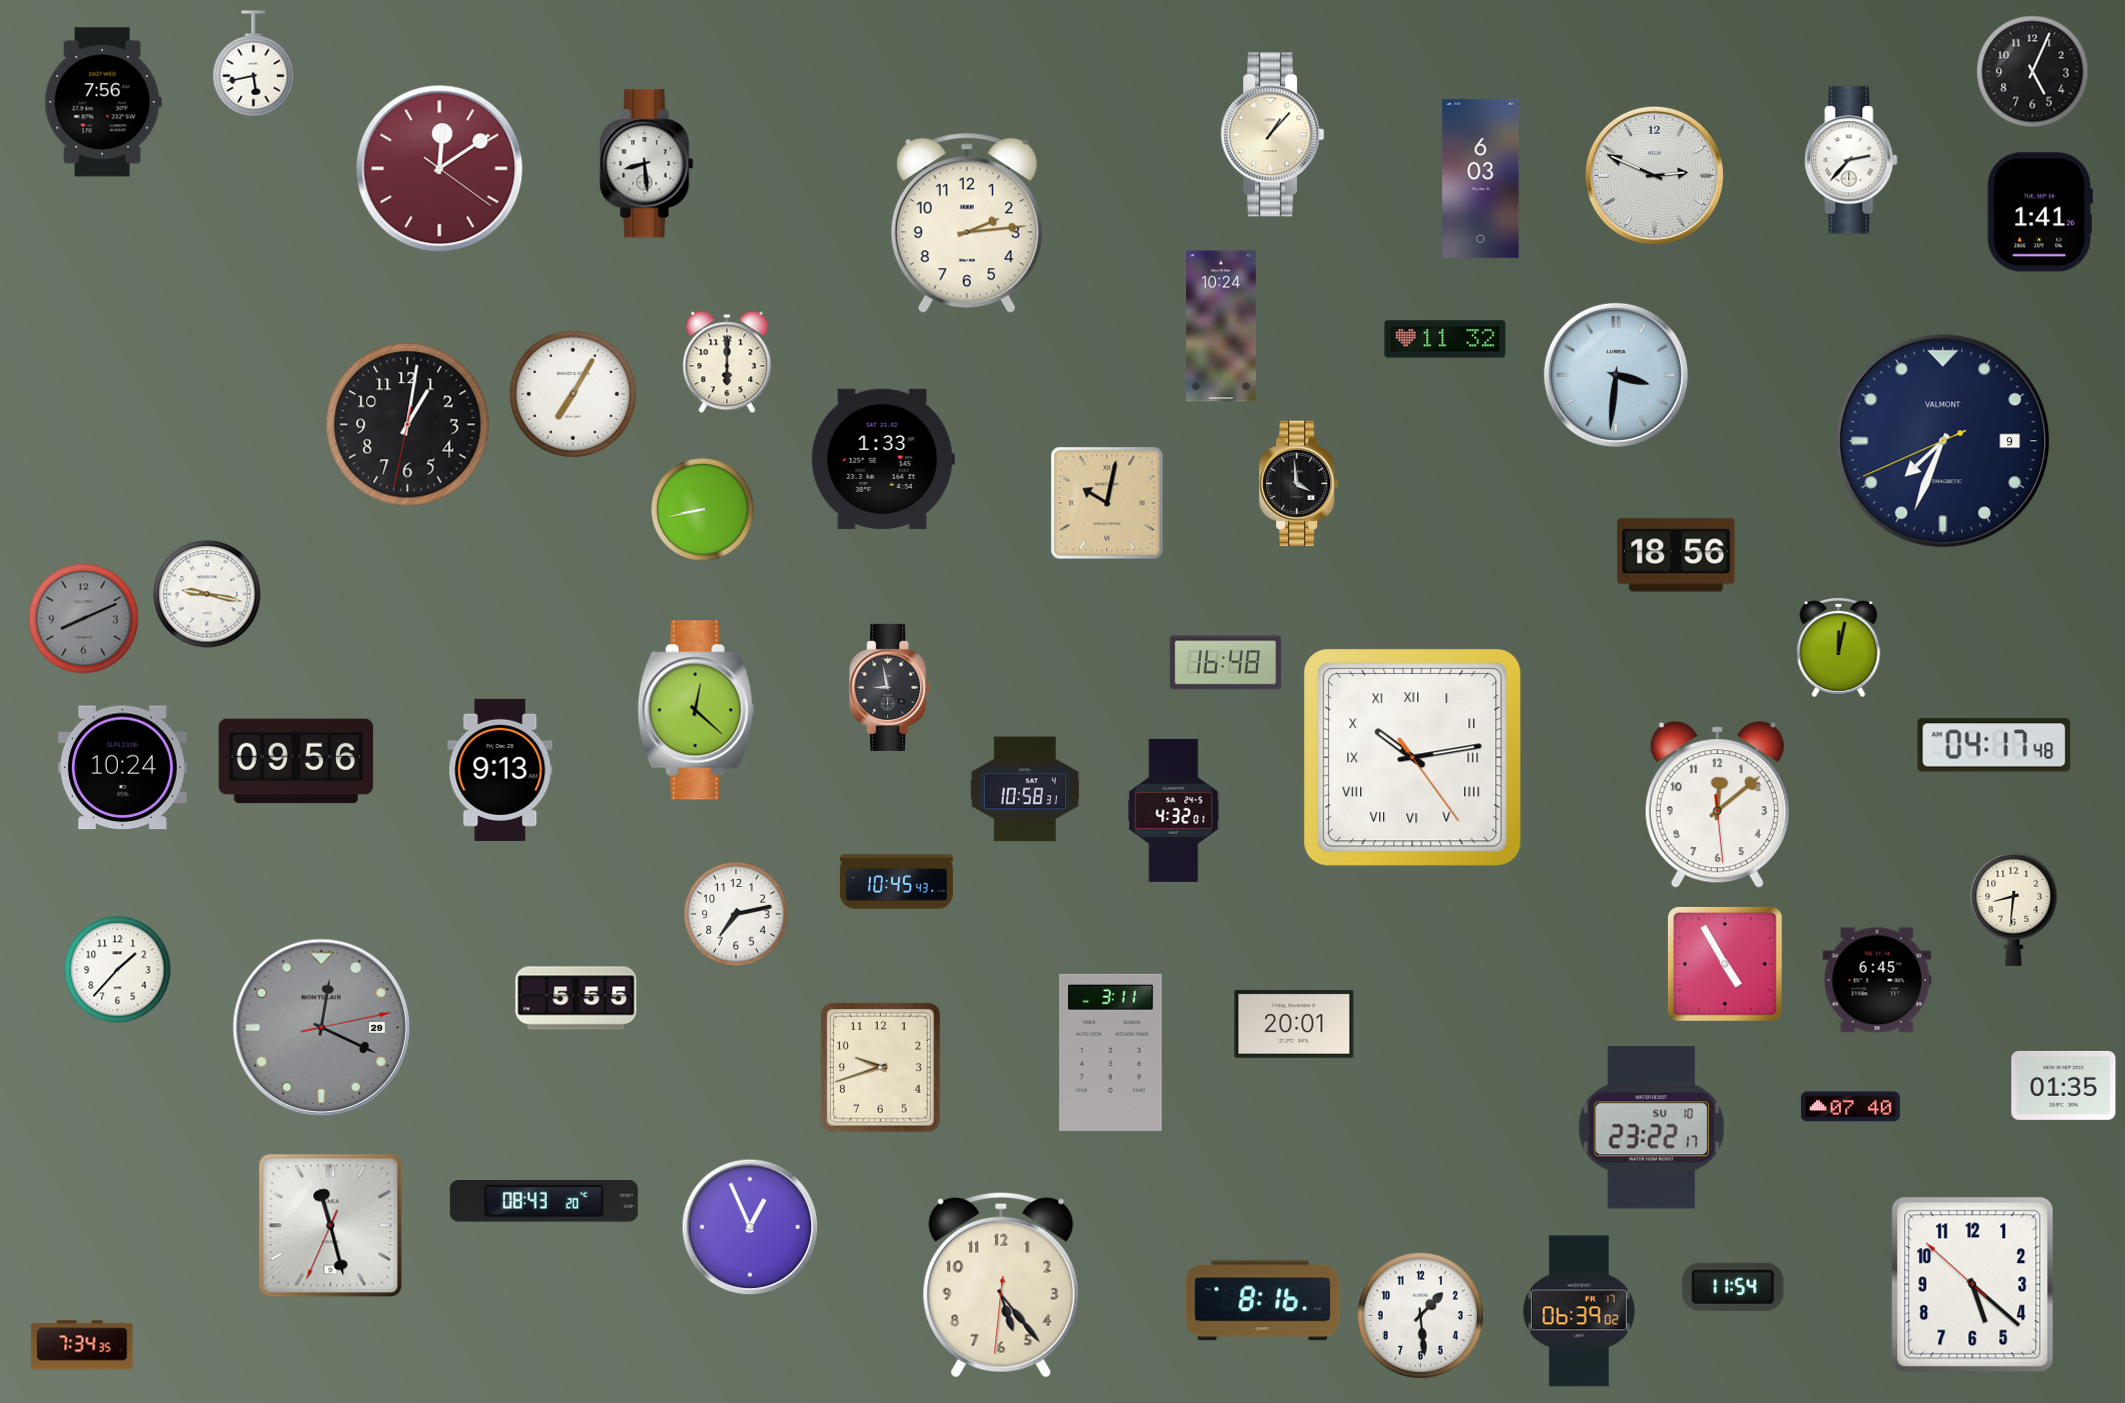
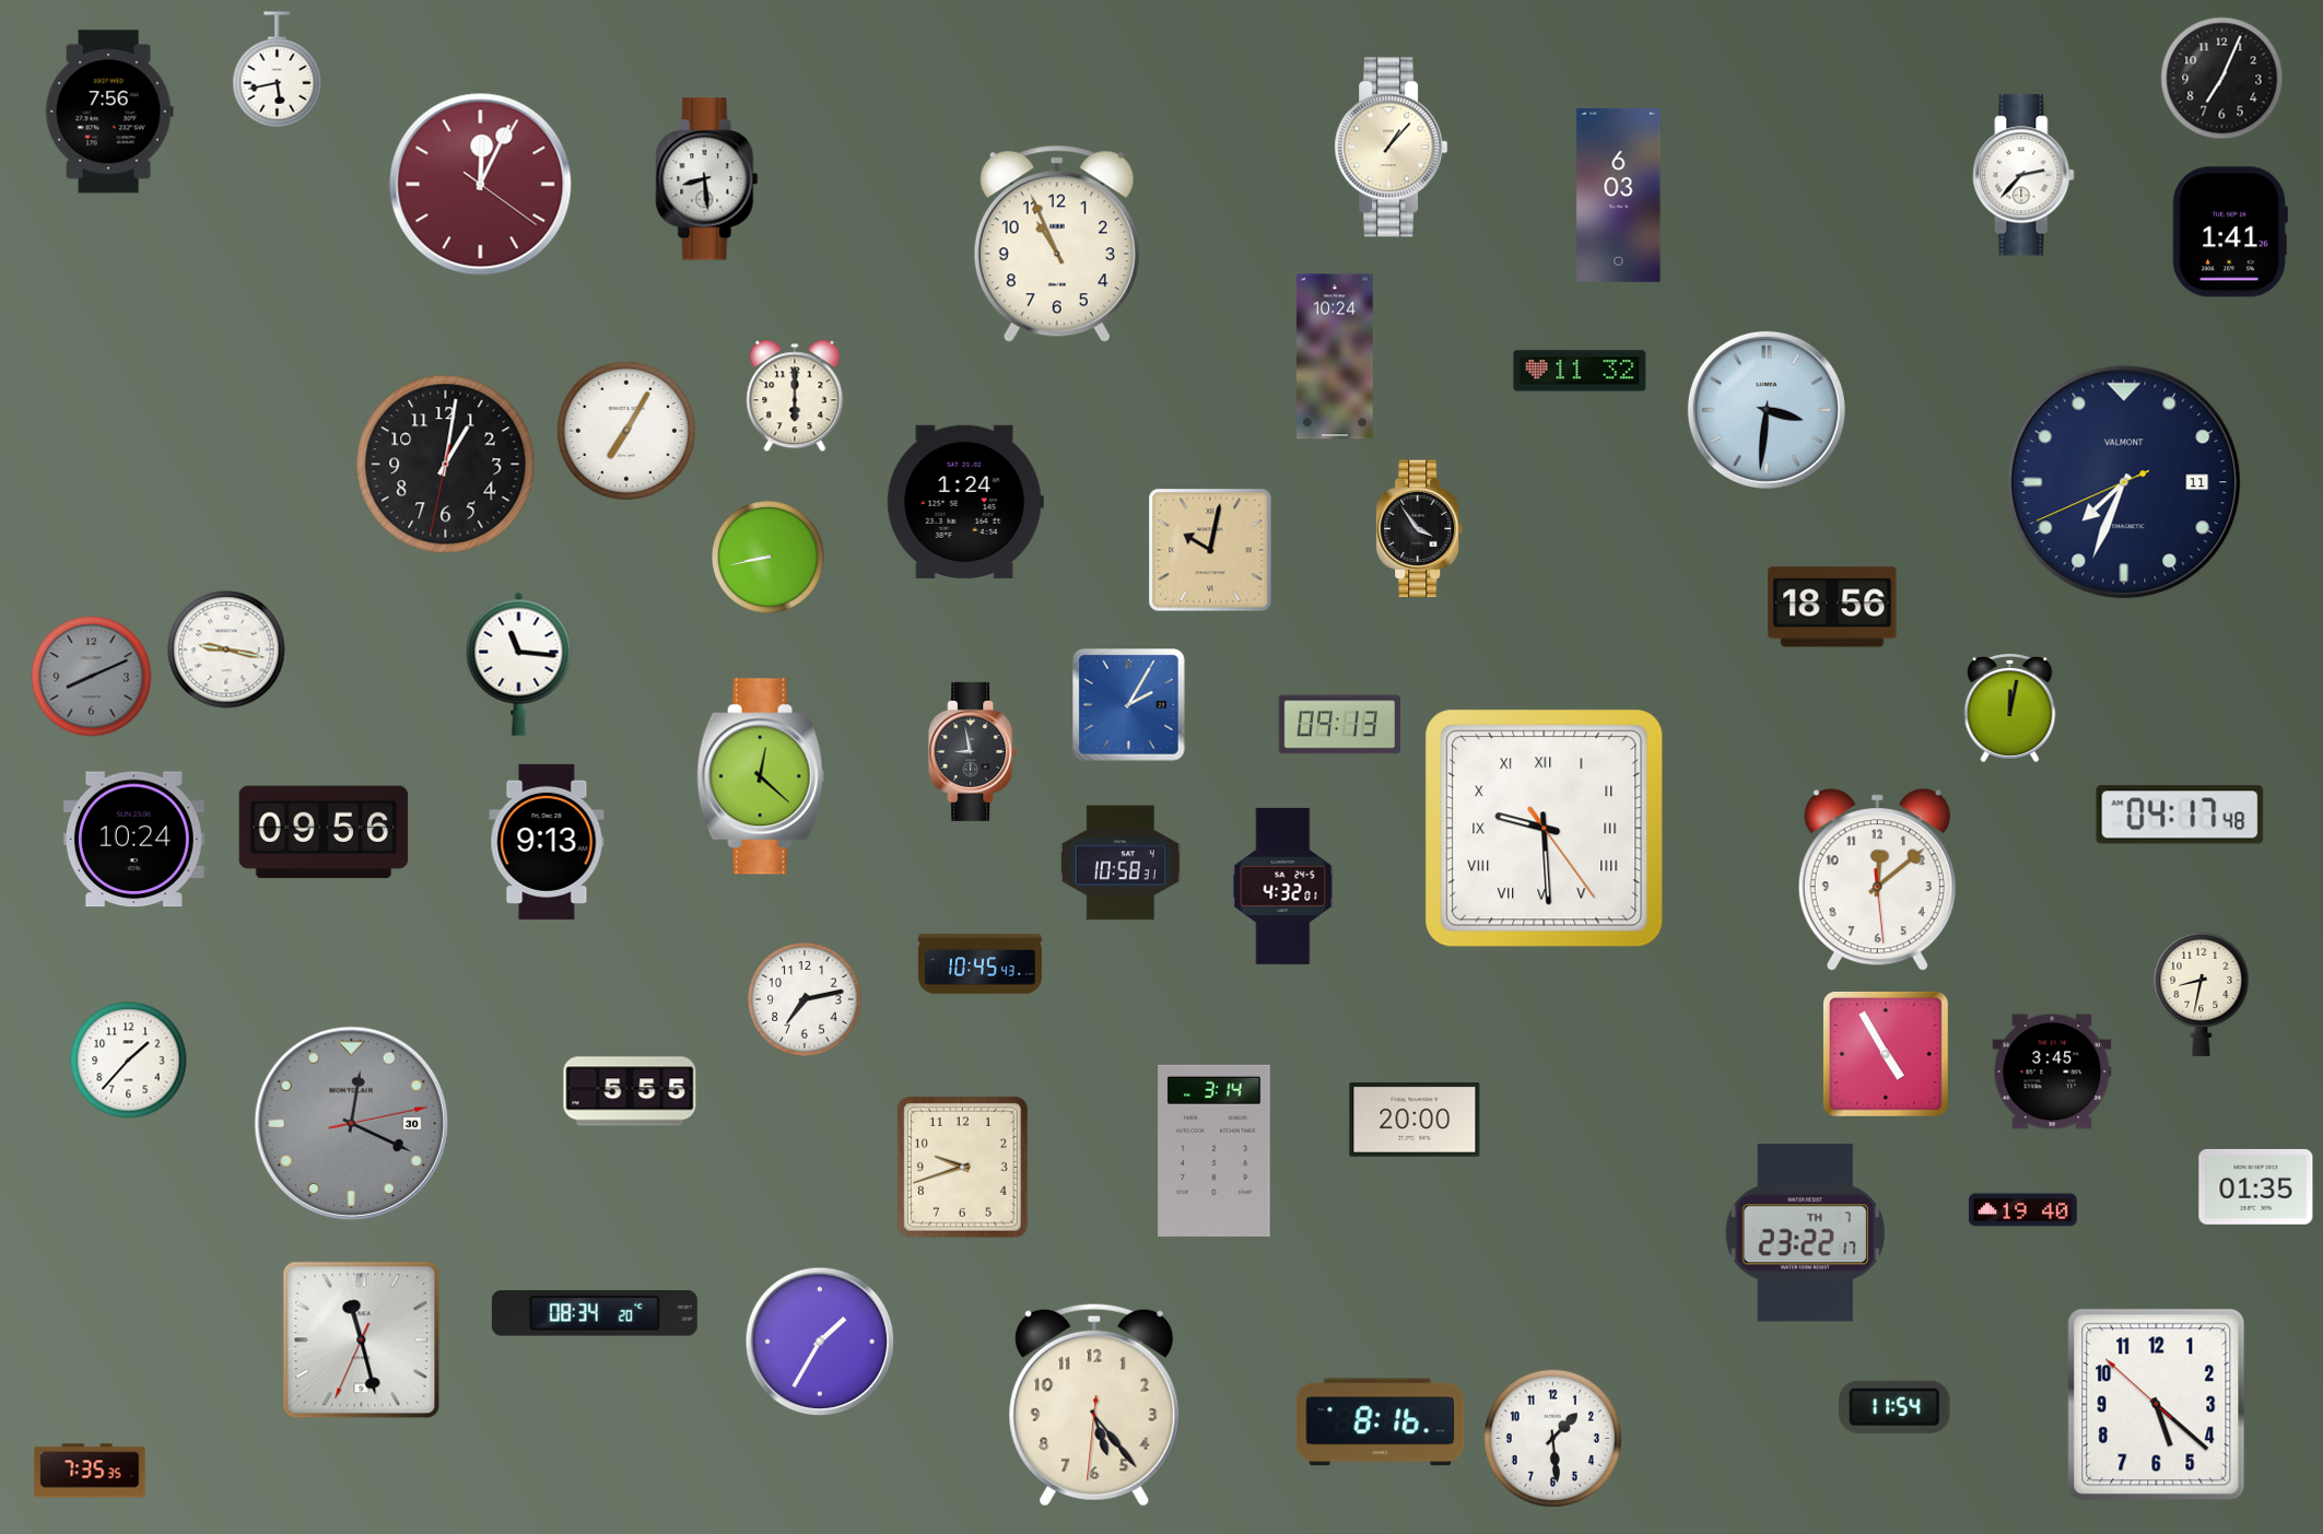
clock at (2033, 72): 5:04 -> 7:04
clock at (103, 102) position: (103, 102) -> (109, 112)
clock at (440, 169): 12:09 -> 12:04
clock at (1654, 175): 2:49 -> none
clock at (967, 223): 2:14 -> 10:56
clock at (1943, 441) date: 9 -> 11
clock at (883, 459): 1:33 -> 1:24
clock at (1299, 484): 3:59 -> 3:54
clock at (519, 664): none -> 11:16
clock at (1129, 705): none -> 2:05
clock at (1225, 663): 16:48 -> 09:13
clock at (1413, 758): 10:13 -> 9:29
clock at (2014, 909): 8:31 -> 8:32
clock at (1877, 980): 6:45 -> 3:45
clock at (1294, 1024): 20:01 -> 20:00
clock at (322, 1028) date: 29 -> 30
clock at (1111, 1052): 3:11 -> 3:14
clock at (1850, 1107): 07:40 -> 19:40
clock at (1651, 1128) date: SU 10 -> TH 7
clock at (544, 1201): 08:43 -> 08:34
clock at (750, 1227): 12:56 -> 1:35
clock at (1579, 1311): 06:39 -> none
clock at (82, 1345): 7:34 -> 7:35
